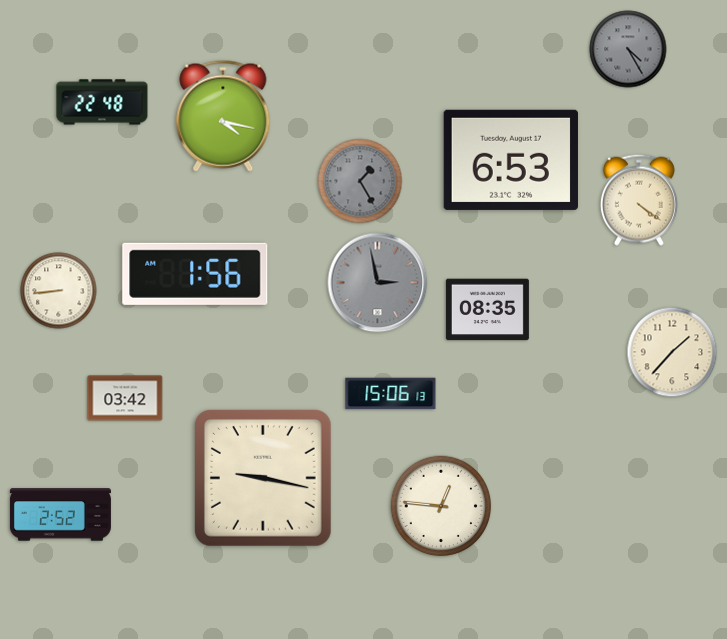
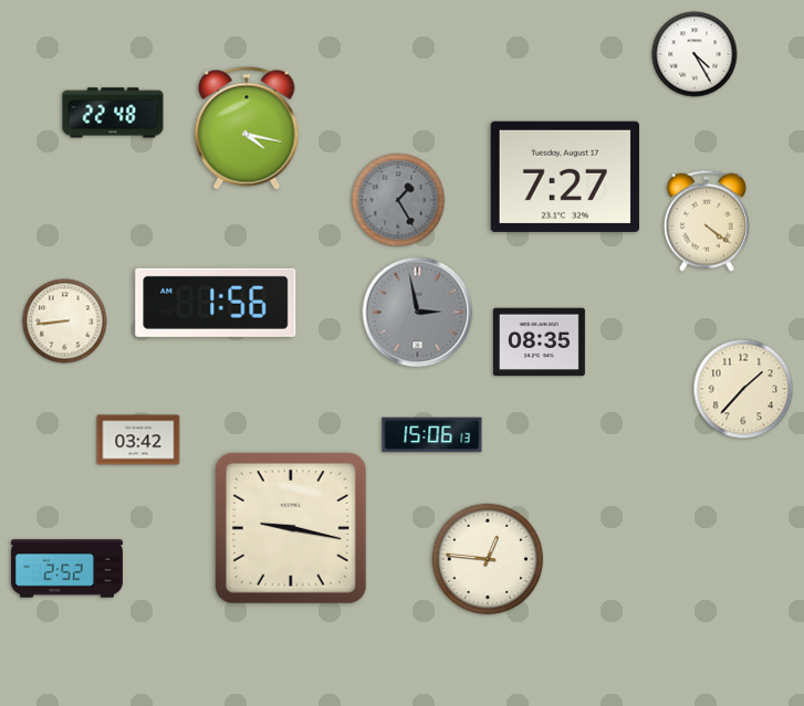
clock at (628, 49) dial: grey -> white
clock at (511, 160): 6:53 -> 7:27
